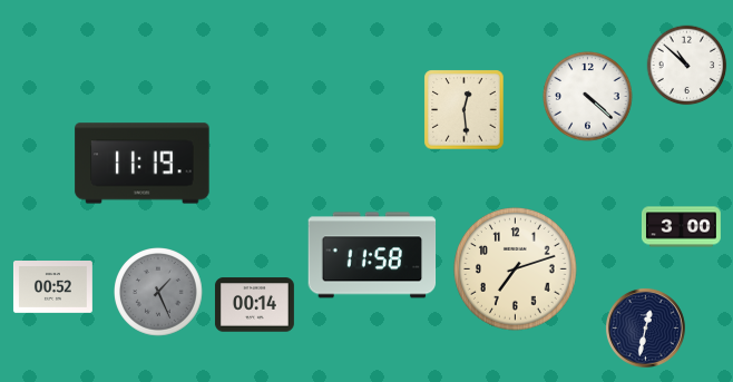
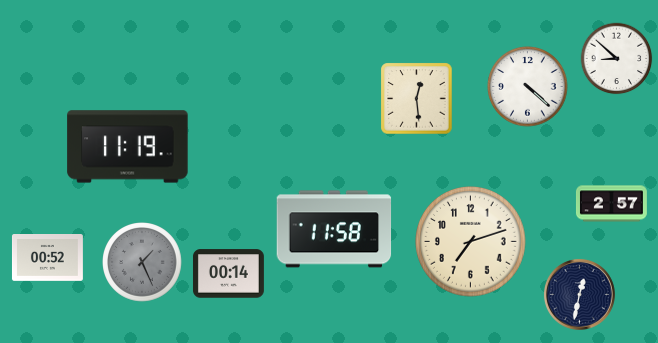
clock at (687, 66): 10:52 -> 8:52
clock at (681, 227): 3:00 -> 2:57
clock at (516, 270) position: (516, 270) -> (471, 242)
